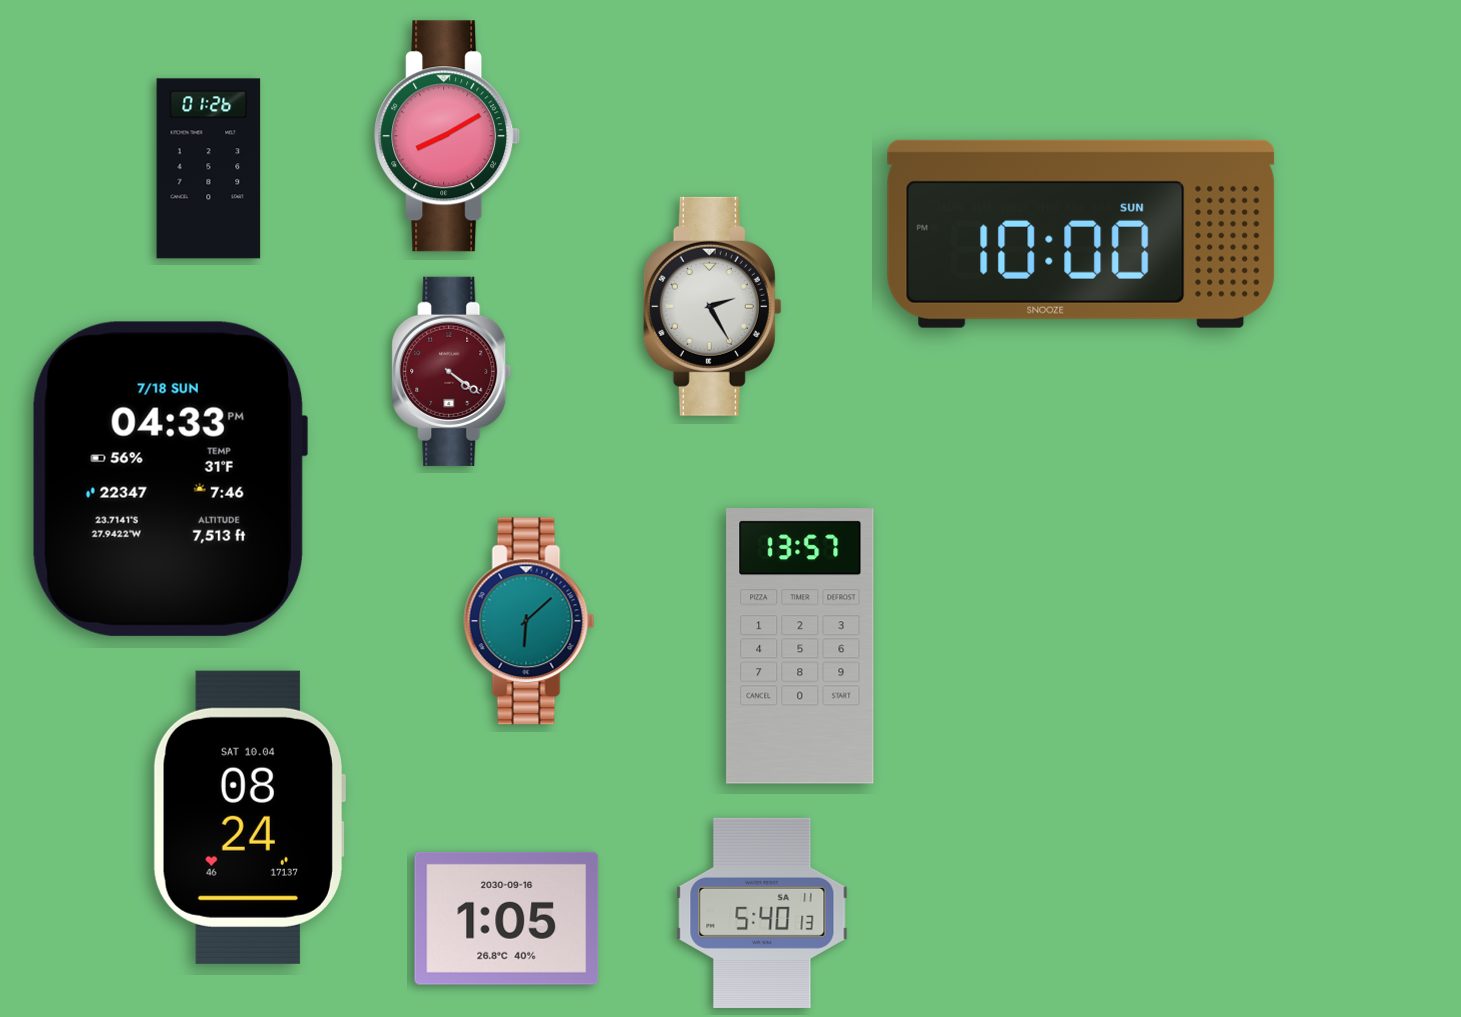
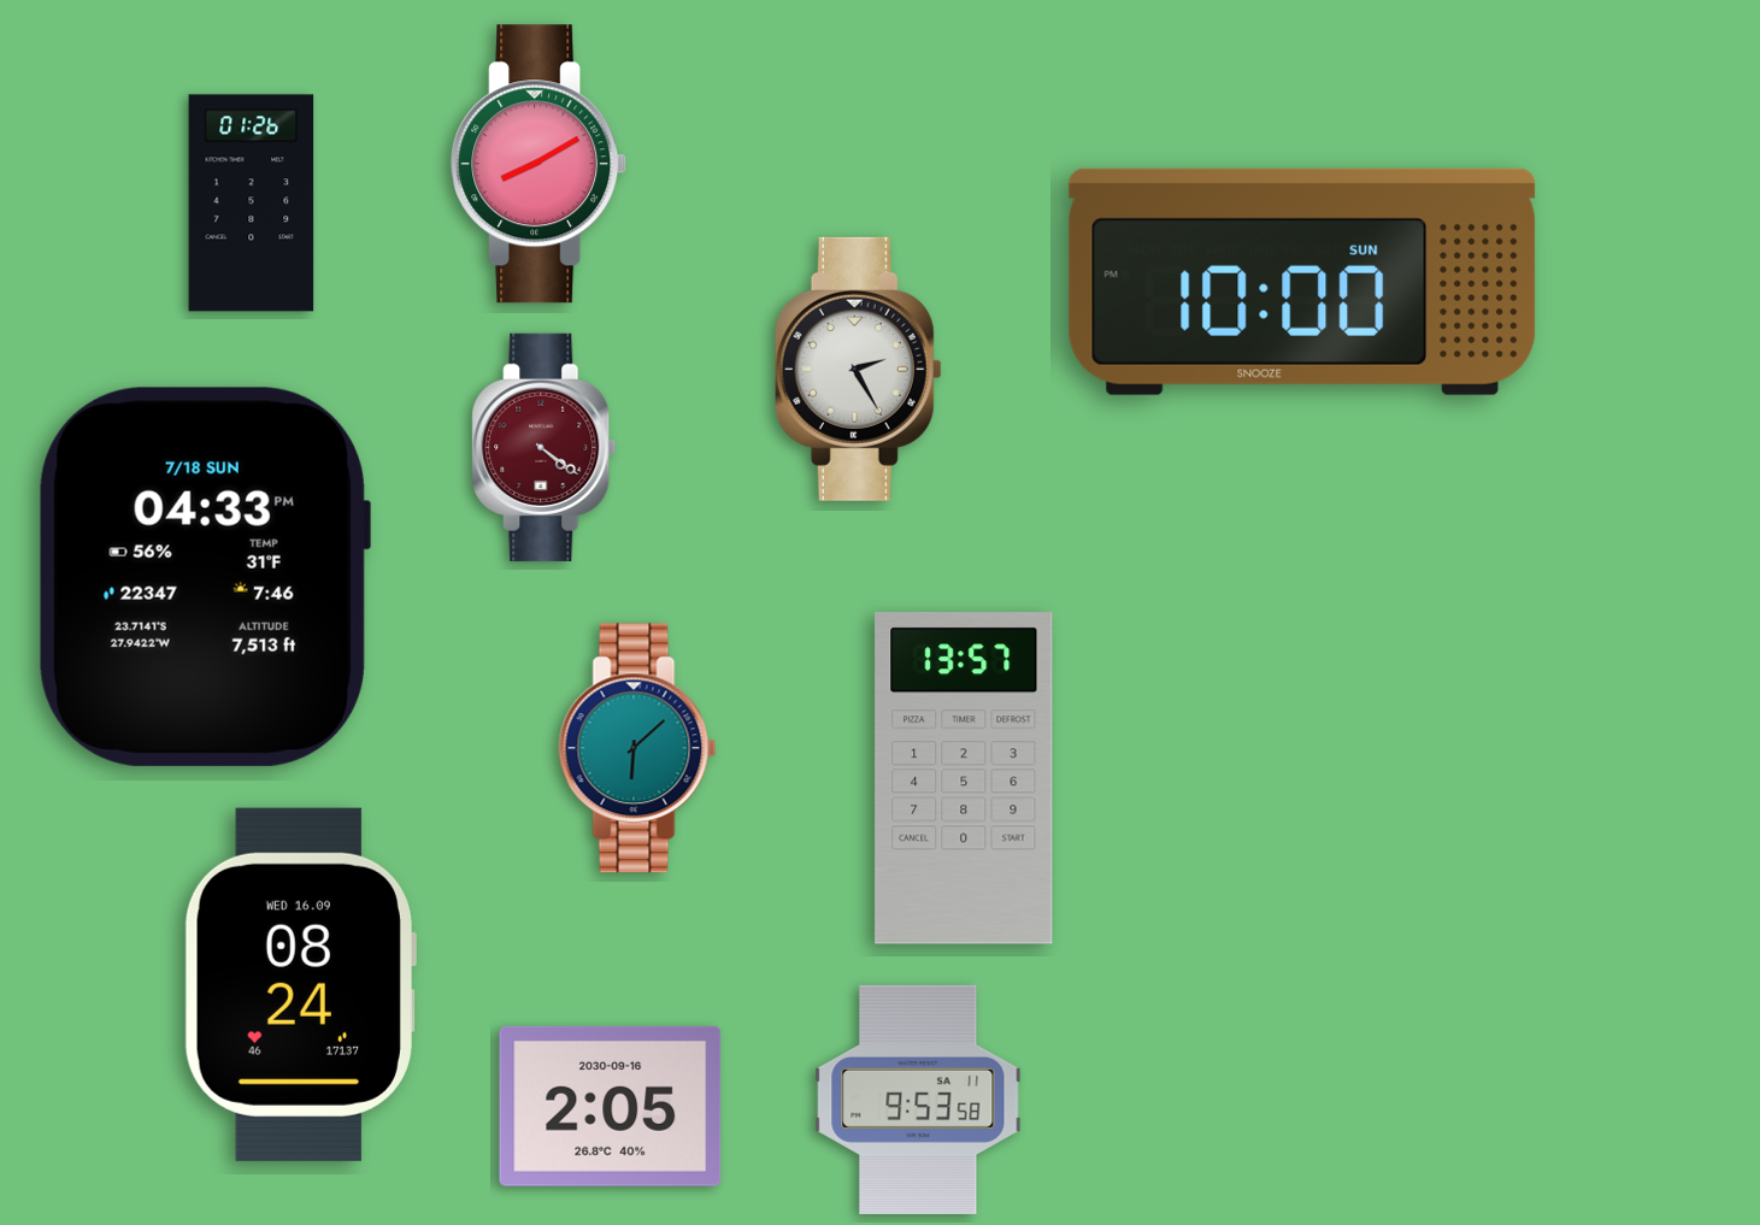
clock at (249, 817) date: SAT 10.04 -> WED 16.09
clock at (762, 913): 5:40 -> 9:53
clock at (507, 918): 1:05 -> 2:05
